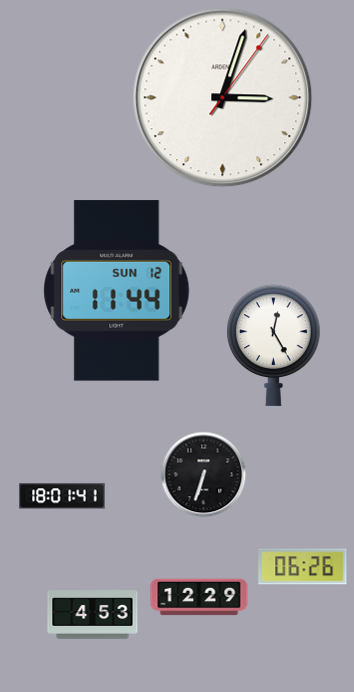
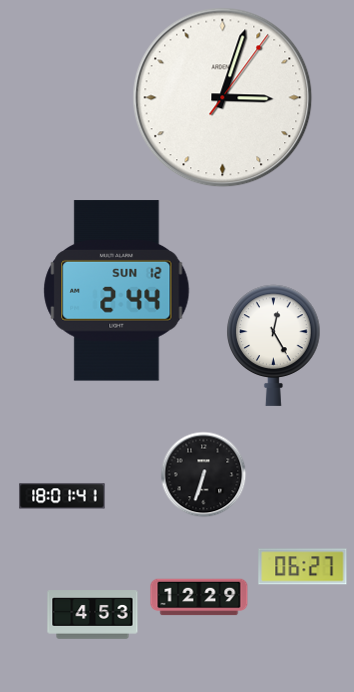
clock at (117, 291): 11:44 -> 2:44
clock at (303, 567): 06:26 -> 06:27
